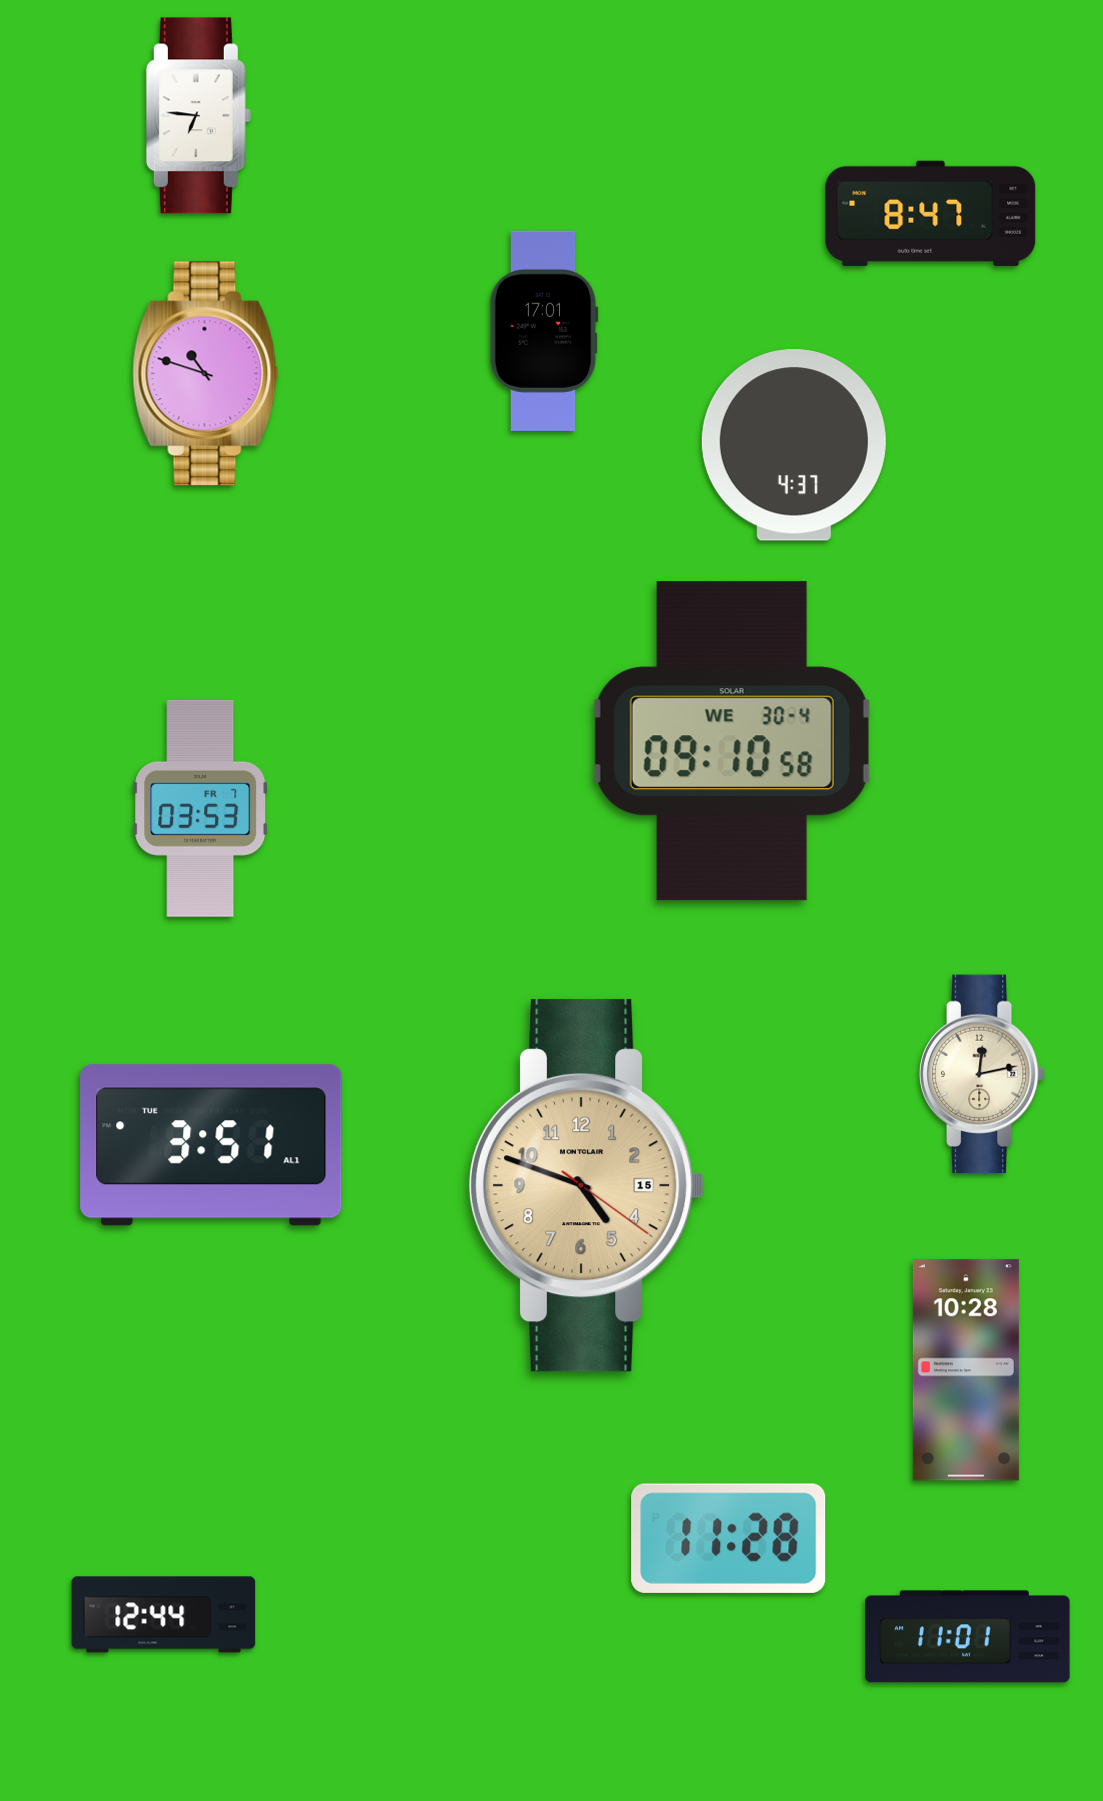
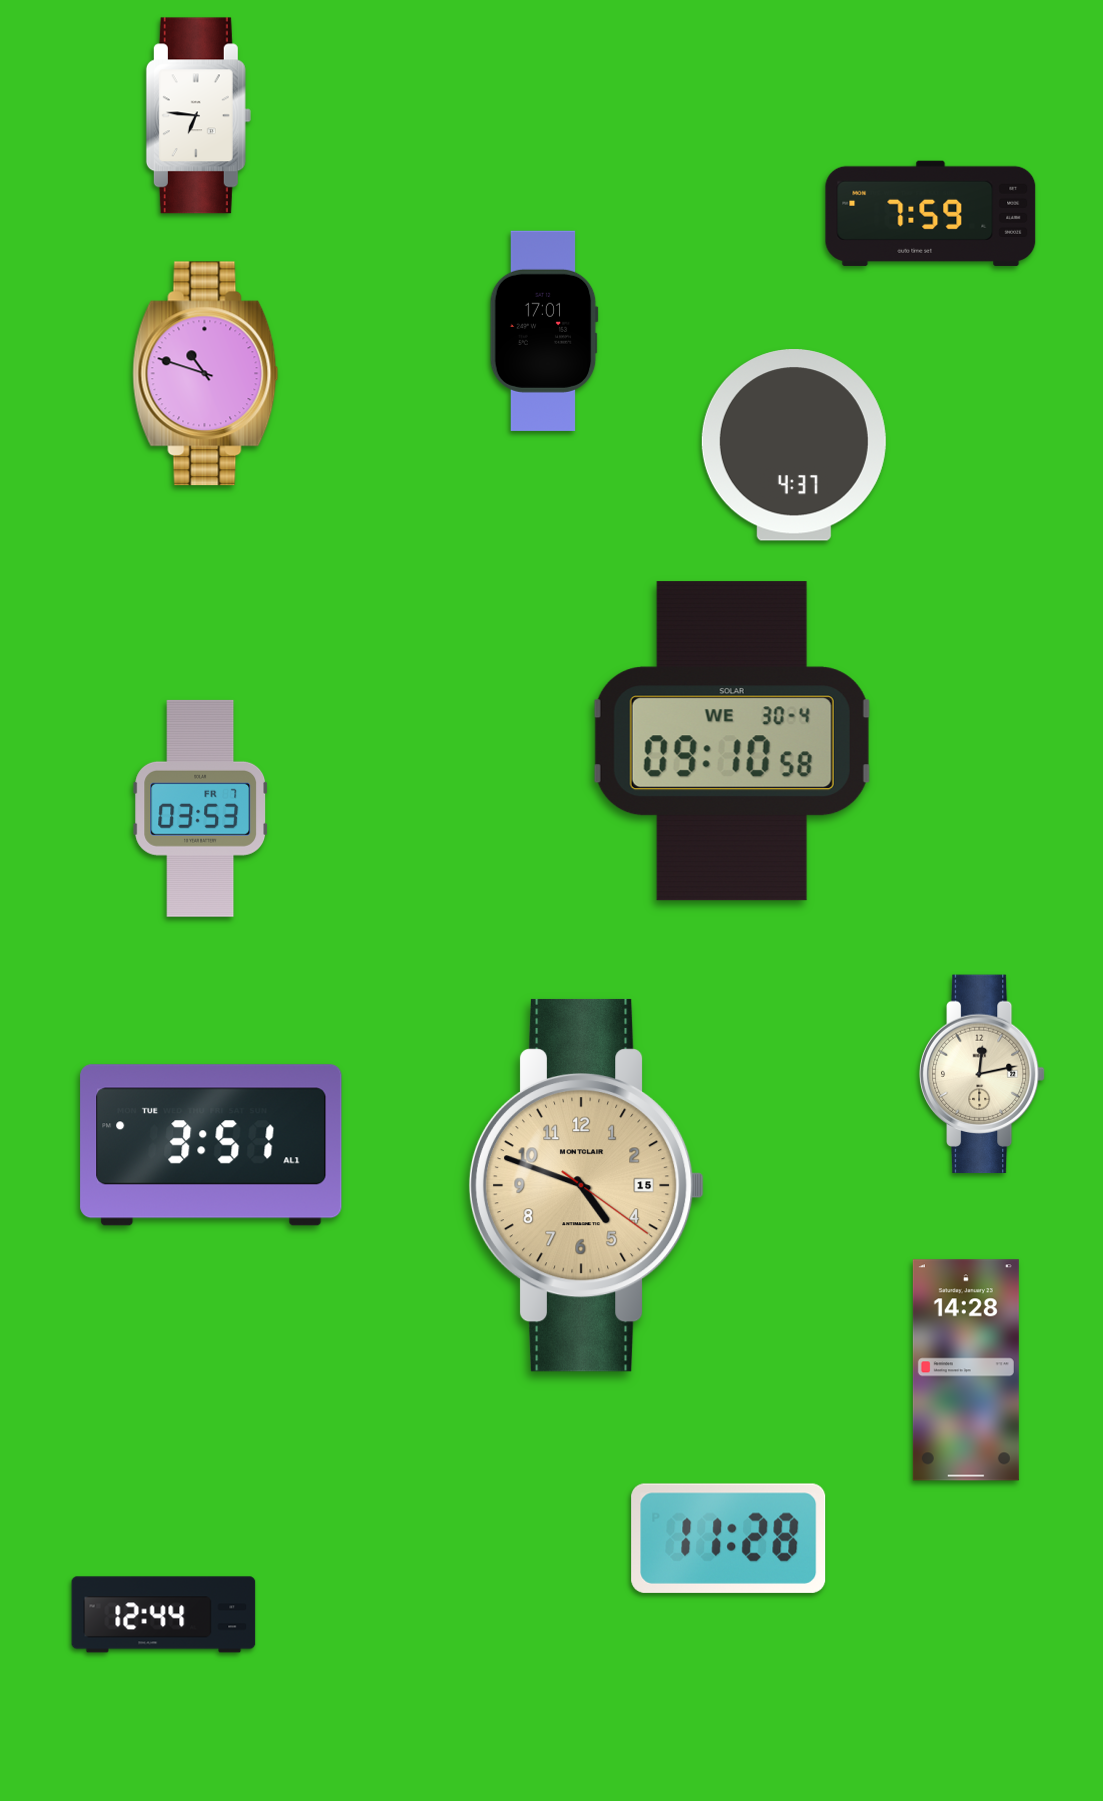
clock at (931, 213): 8:47 -> 7:59
clock at (966, 1370): 10:28 -> 14:28
clock at (968, 1637): 11:01 -> none
